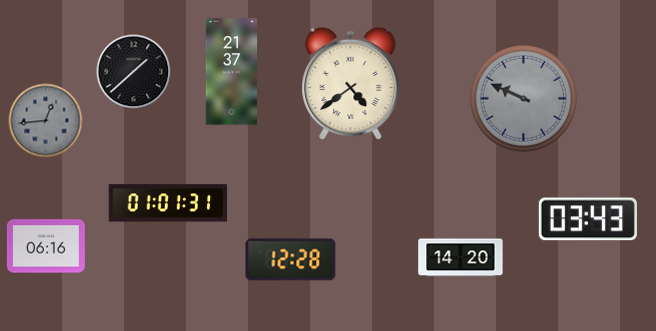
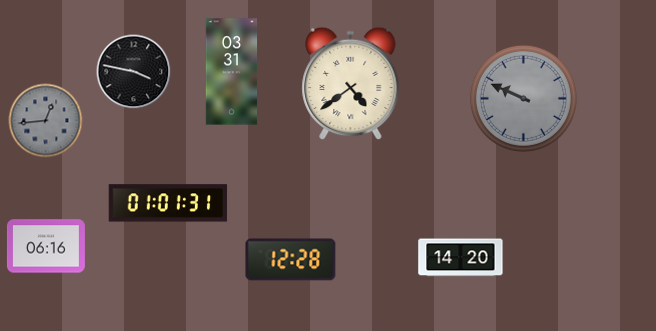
clock at (134, 72): 1:38 -> 3:47
clock at (232, 72): 21:37 -> 03:31
clock at (588, 219): 03:43 -> none
